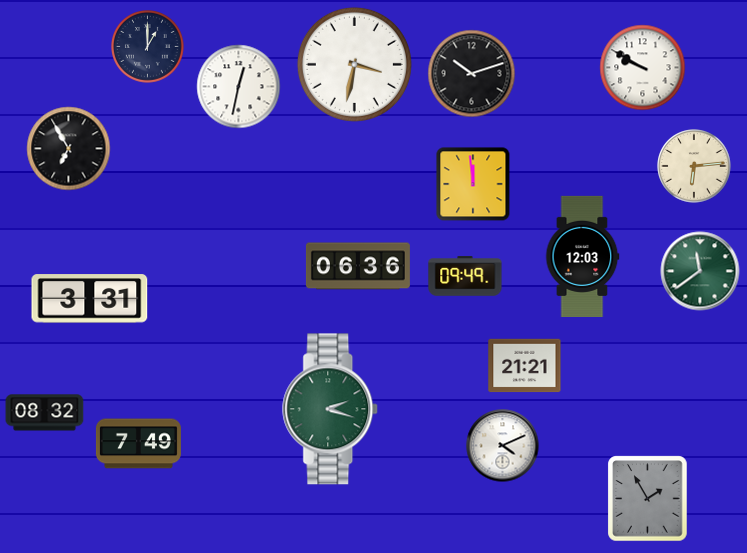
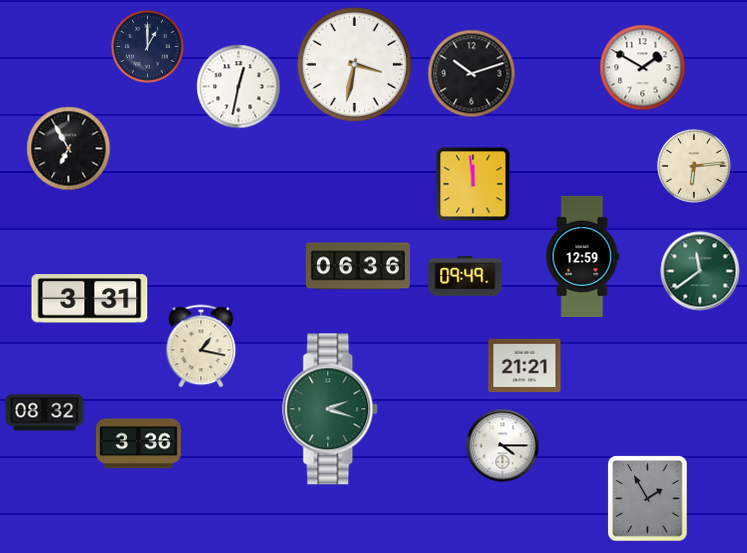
clock at (643, 68): 9:50 -> 1:50
clock at (582, 256): 12:03 -> 12:59
clock at (201, 346): none -> 1:17
clock at (138, 444): 7:49 -> 3:36
clock at (503, 446): 4:11 -> 4:15
